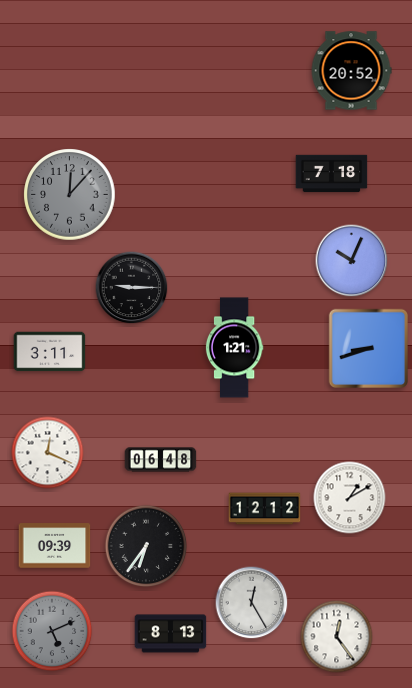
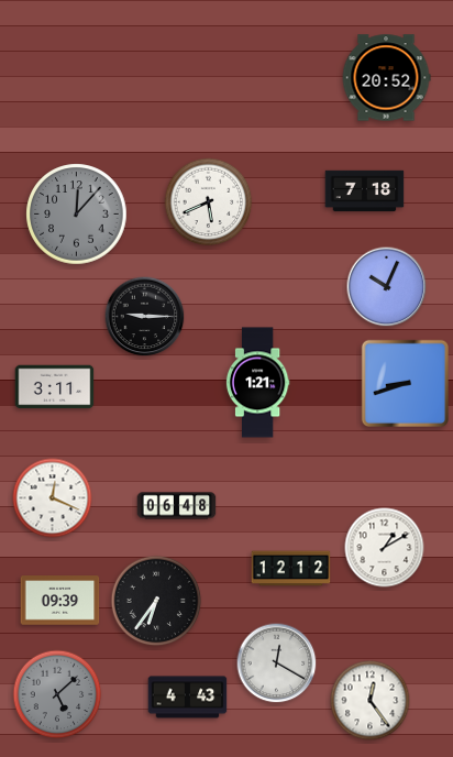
clock at (209, 202): none -> 5:41
clock at (265, 509) position: (265, 509) -> (291, 569)
clock at (146, 546) position: (146, 546) -> (156, 601)
clock at (252, 603): 12:25 -> 12:20
clock at (52, 631): 5:11 -> 5:08
clock at (171, 634): 8:13 -> 4:43
